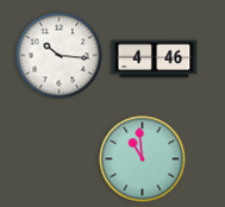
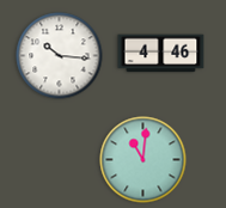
clock at (155, 59) position: (155, 59) -> (161, 54)
clock at (143, 159): 10:59 -> 11:01
